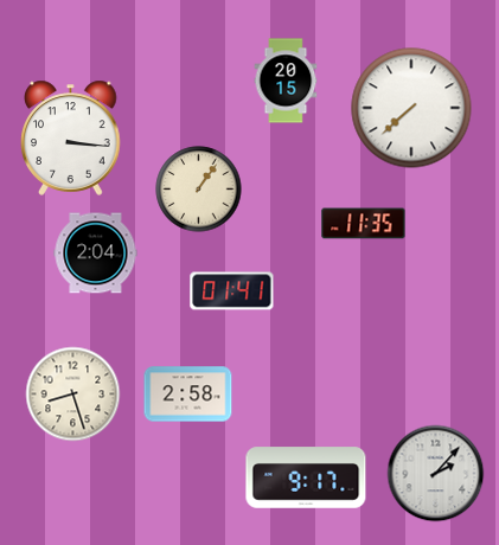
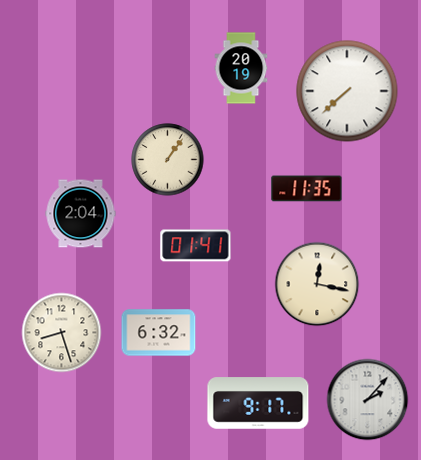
clock at (286, 81): 20:15 -> 20:19
clock at (71, 137): 3:16 -> none
clock at (317, 284): none -> 12:17
clock at (188, 395): 2:58 -> 6:32
